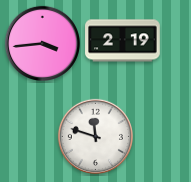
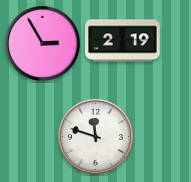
clock at (42, 43): 3:44 -> 2:55
